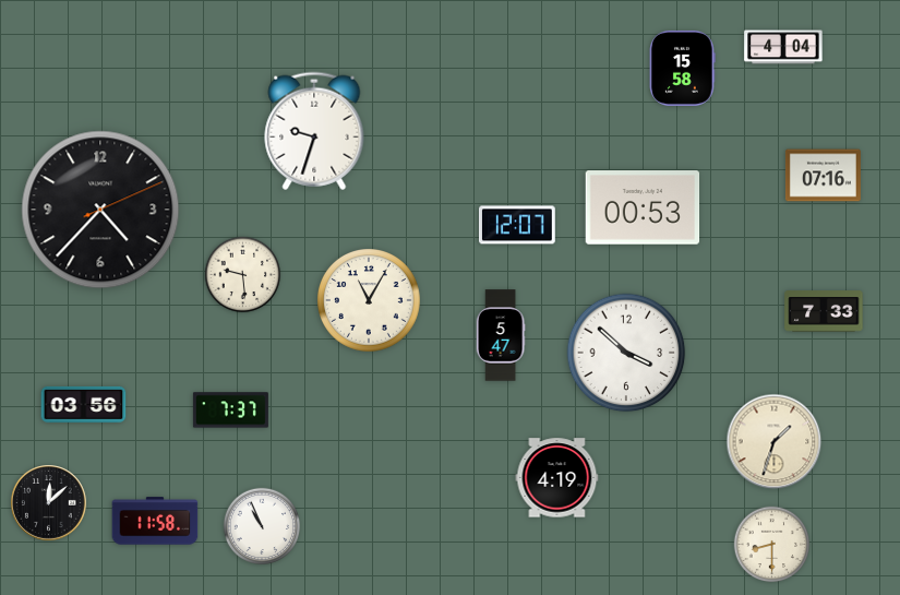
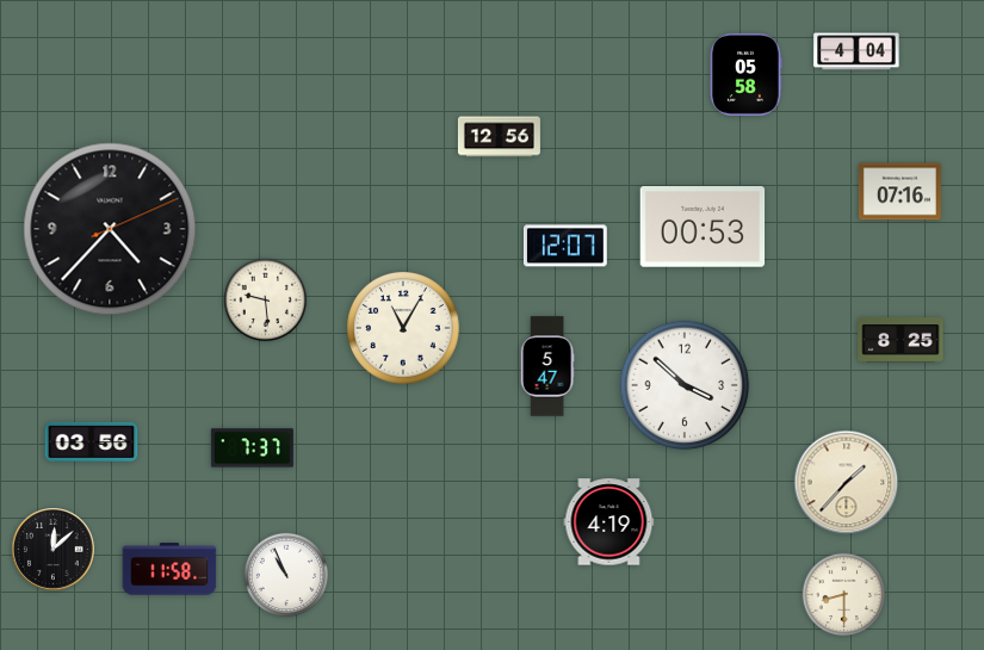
clock at (682, 68): 15:58 -> 05:58
clock at (499, 137): none -> 12:56
clock at (314, 131): 9:33 -> none
clock at (824, 311): 7:33 -> 8:25
clock at (775, 442): 1:33 -> 1:37
